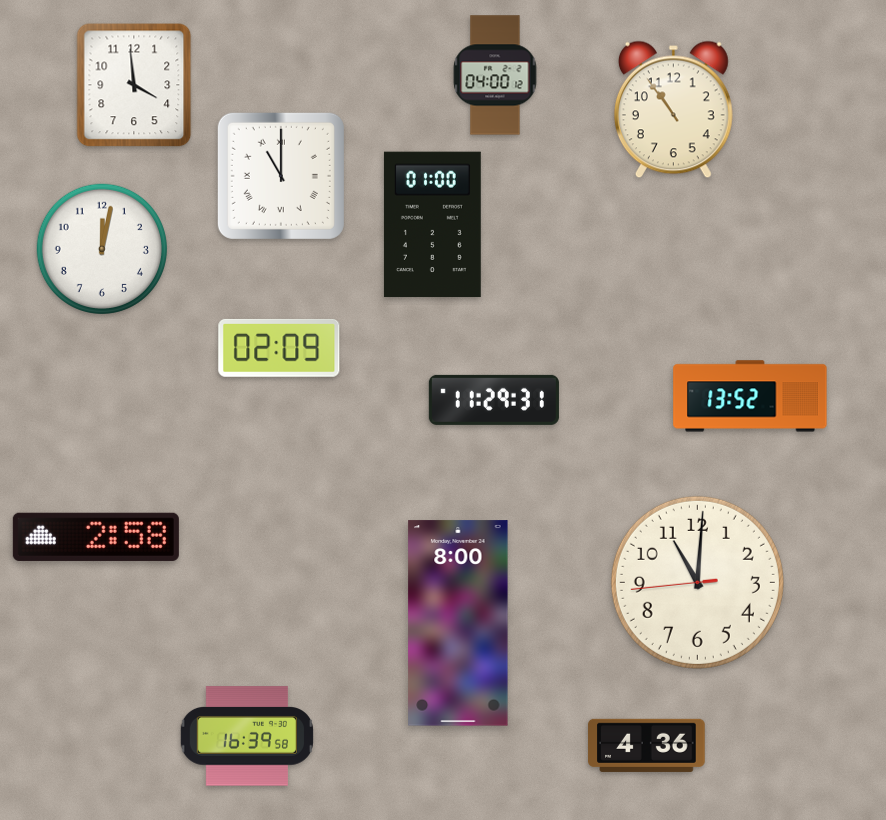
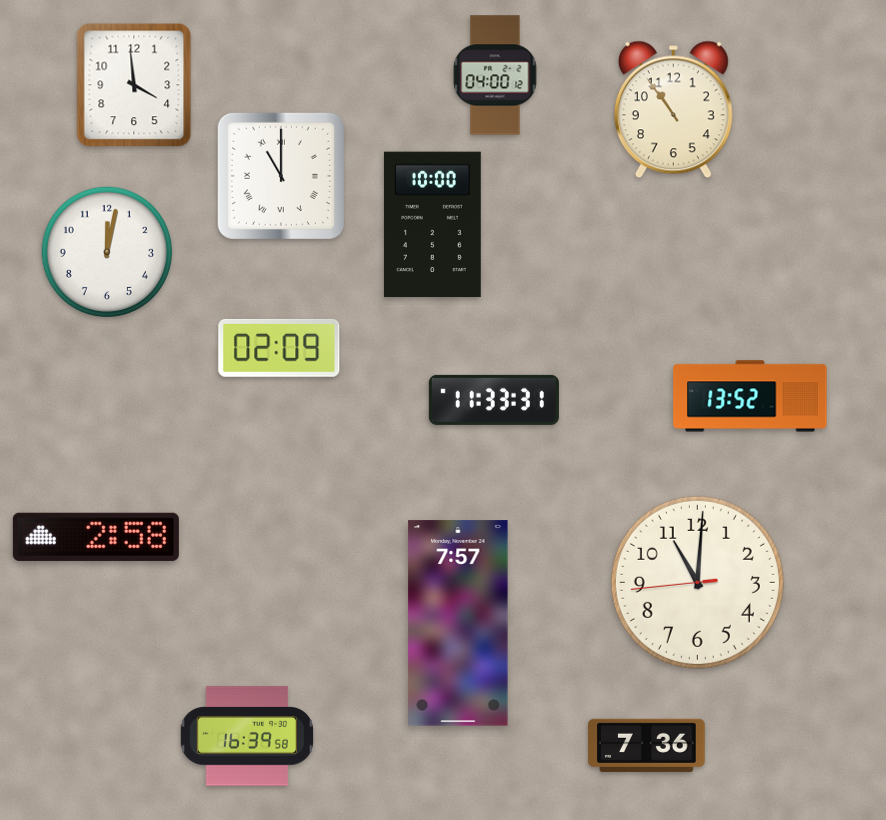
clock at (432, 225): 01:00 -> 10:00
clock at (102, 249) position: (102, 249) -> (107, 252)
clock at (494, 400): 11:29 -> 11:33
clock at (458, 623): 8:00 -> 7:57
clock at (647, 745): 4:36 -> 7:36
